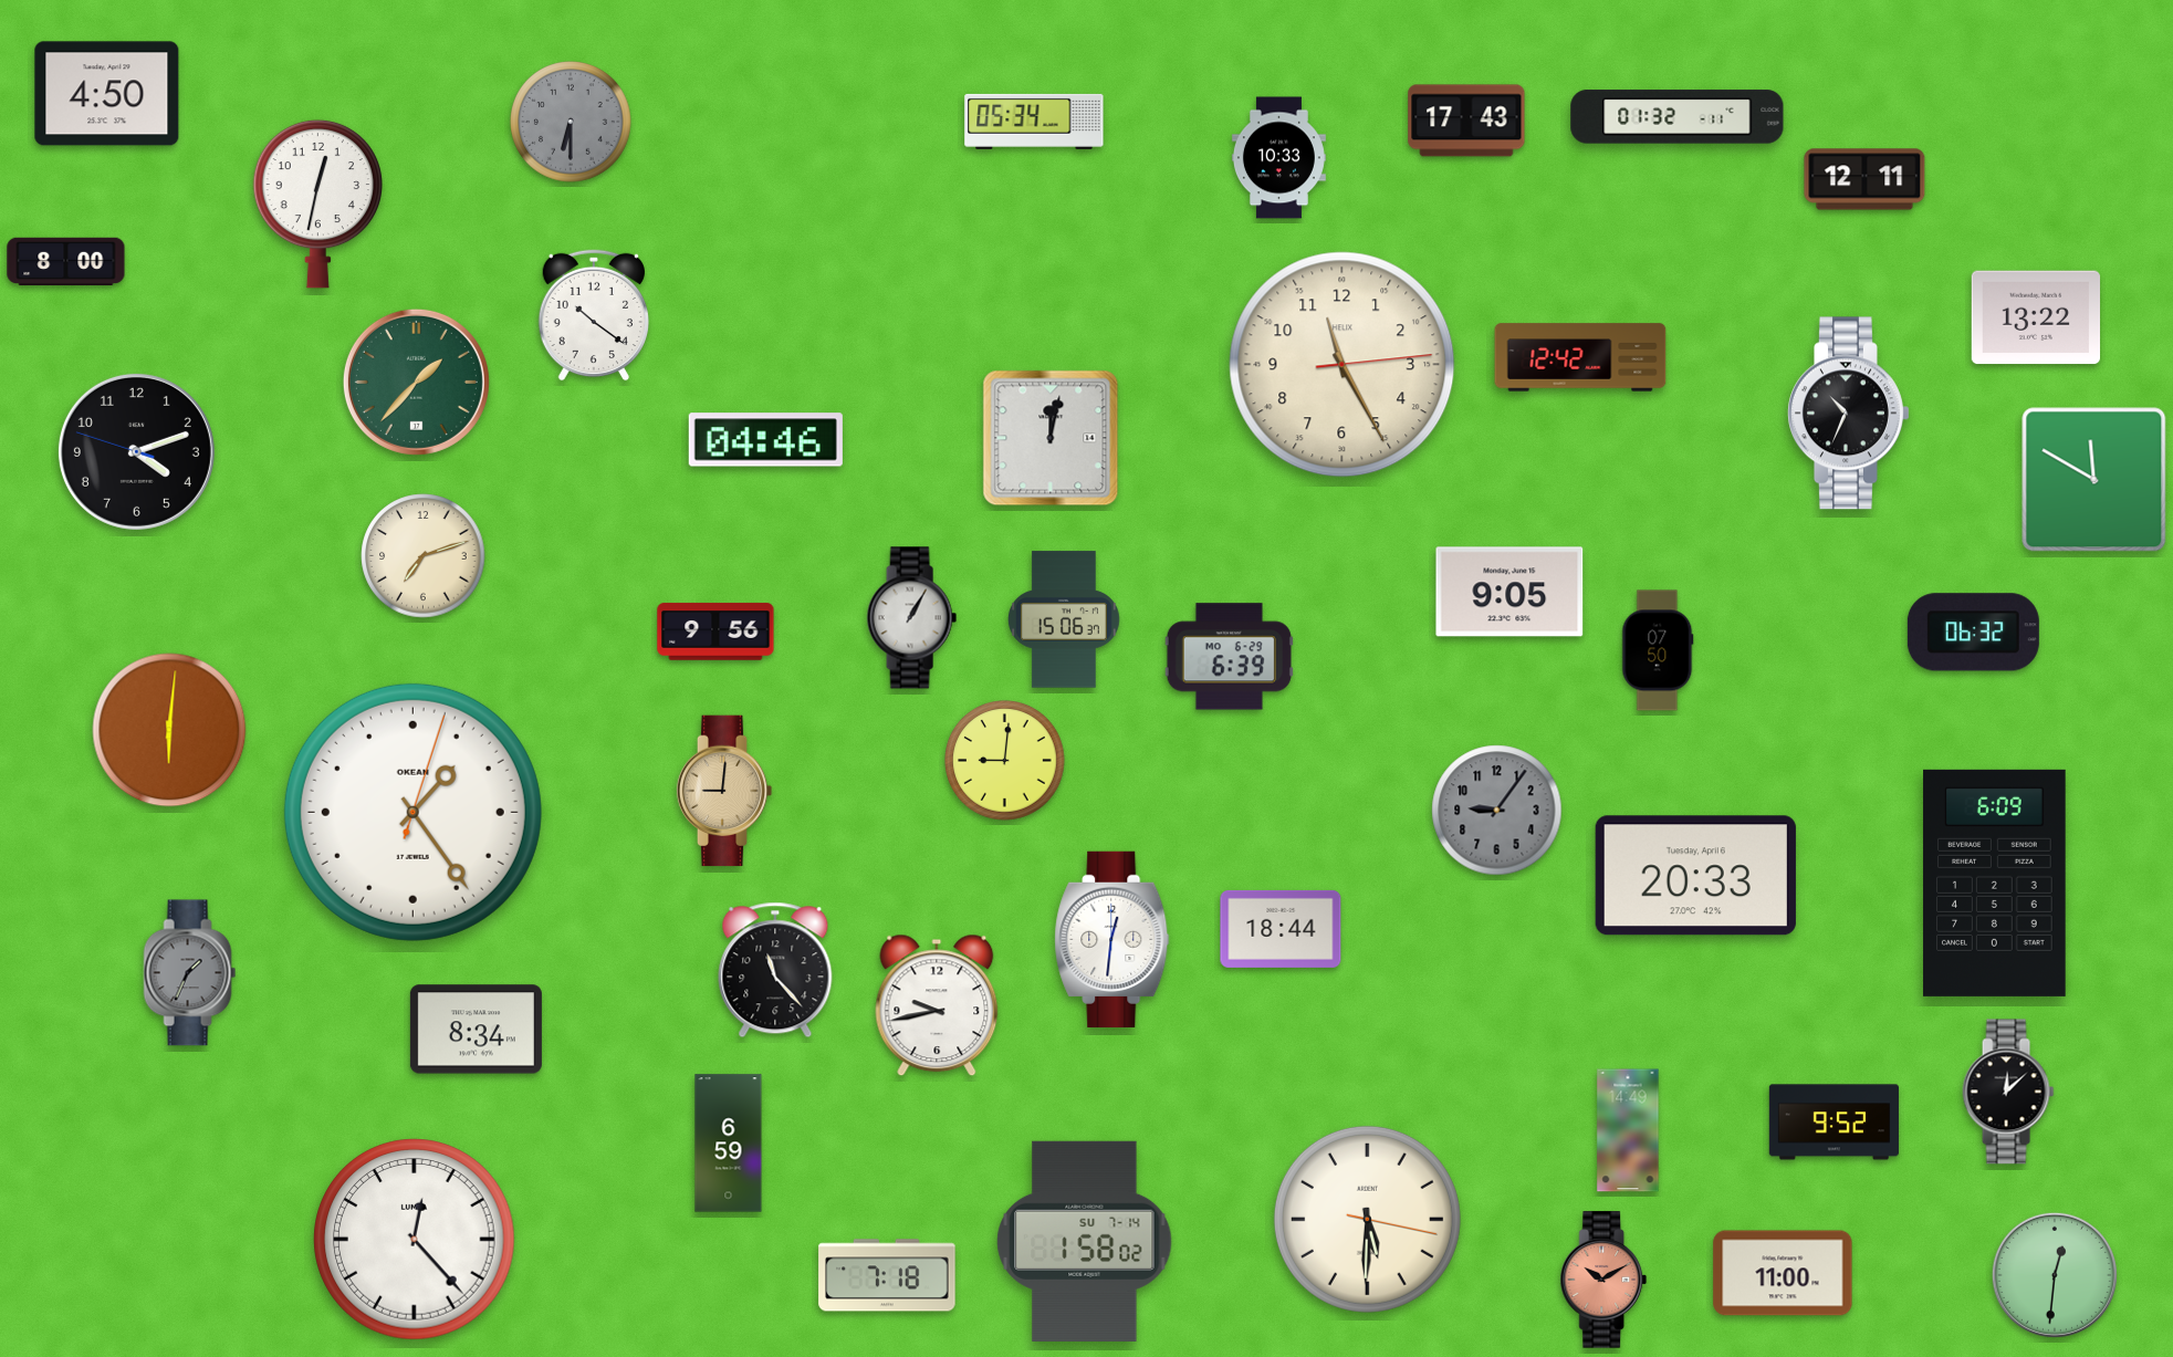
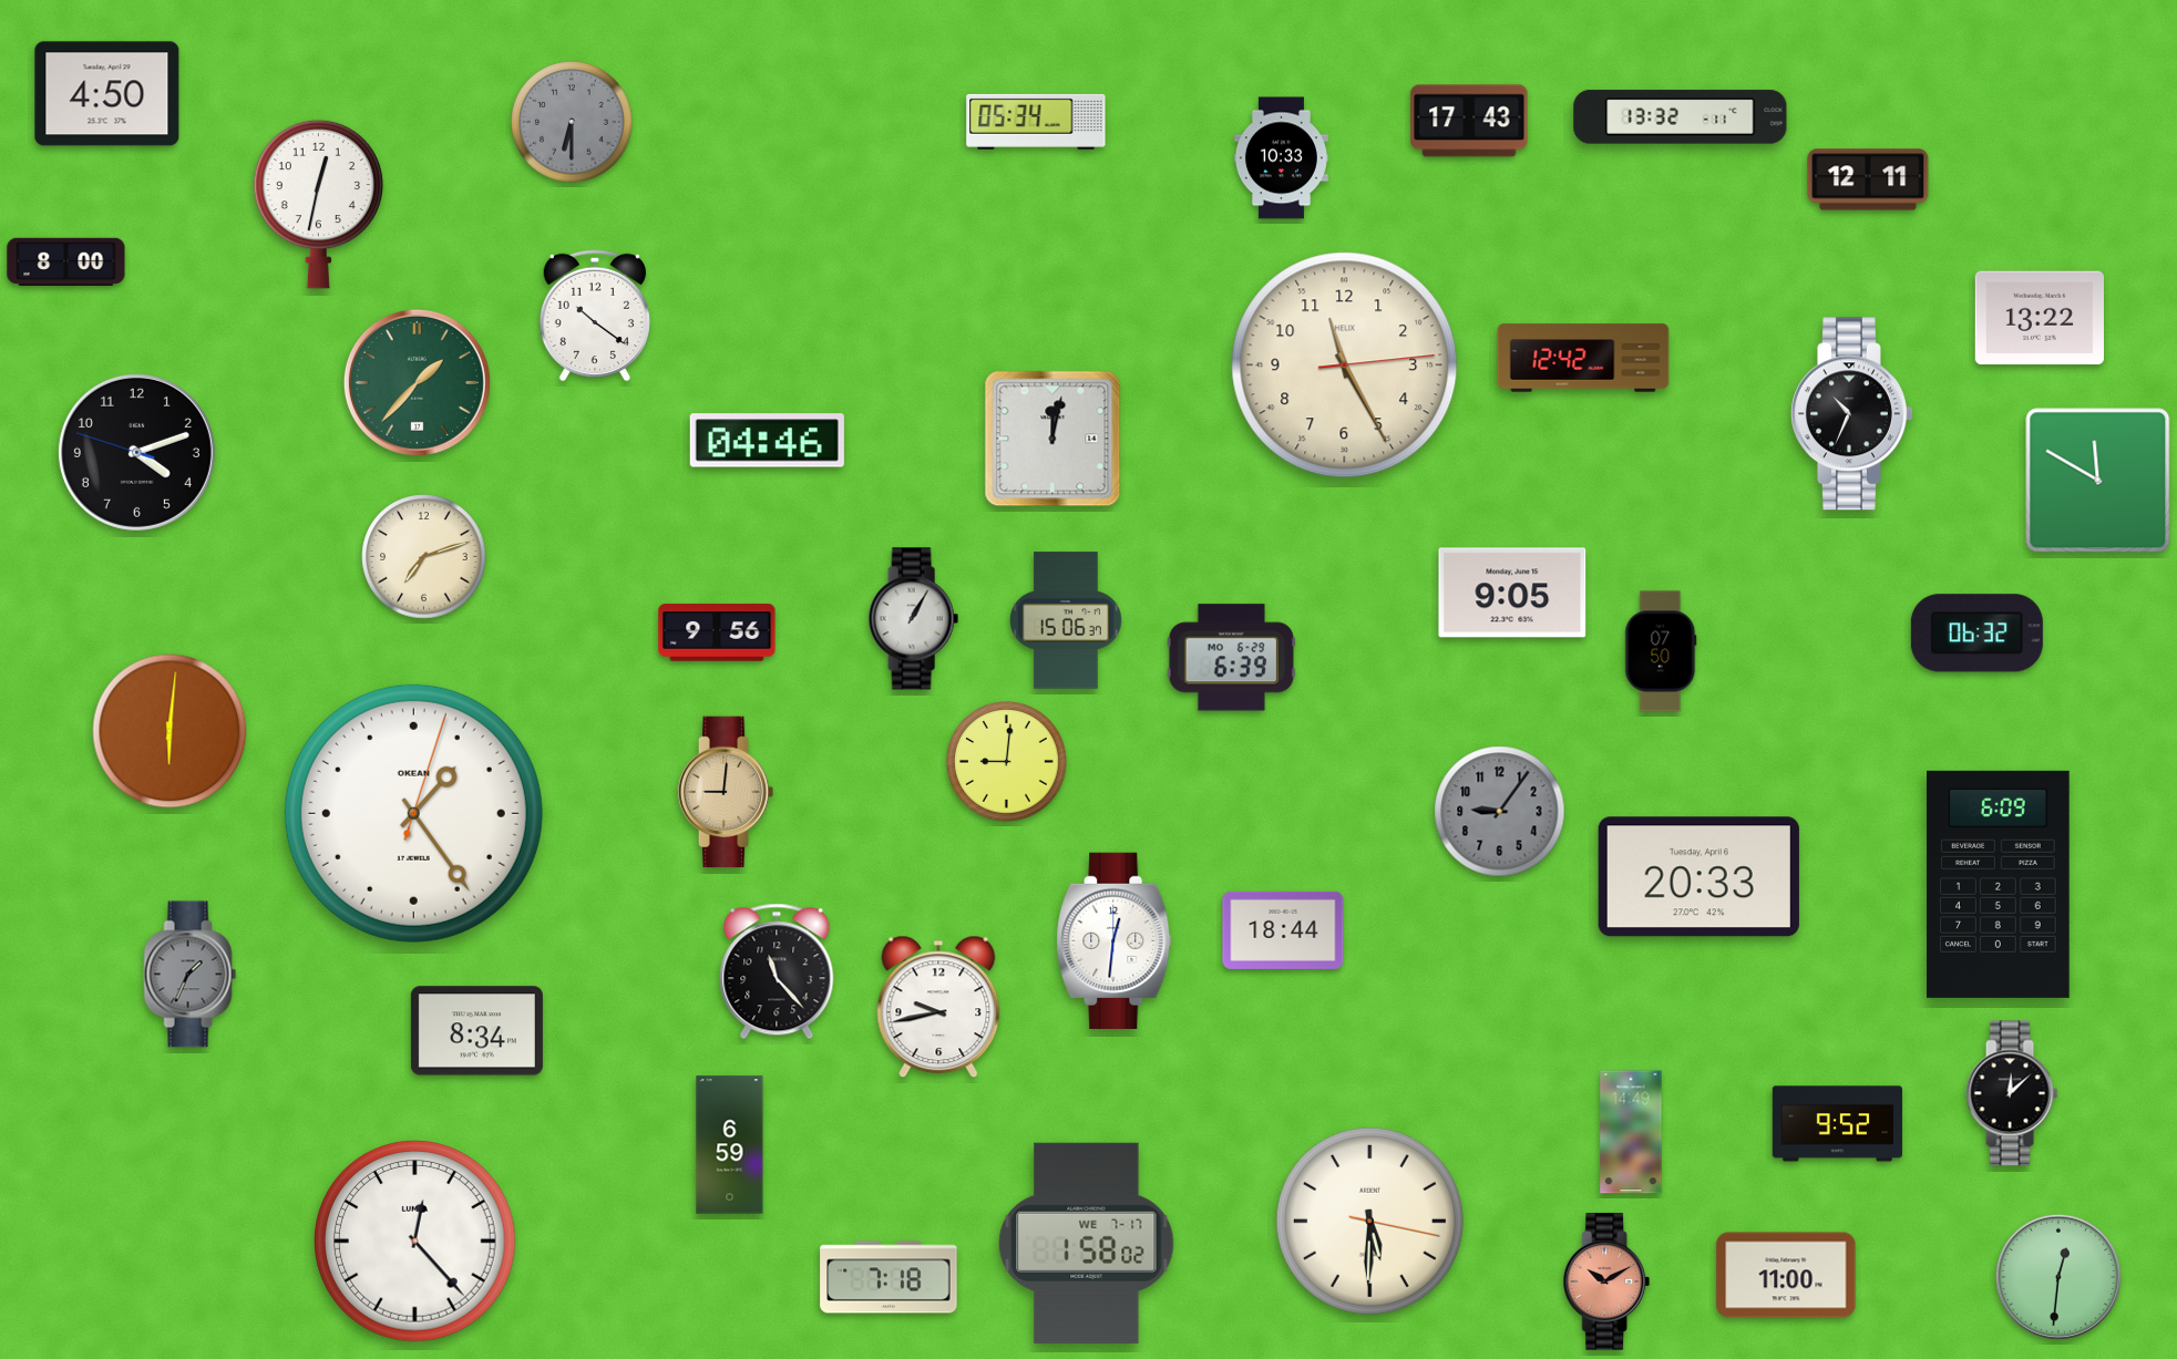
clock at (1678, 117): 01:32 -> 13:32
clock at (1085, 1241) date: SU 7-14 -> WE 7-17
